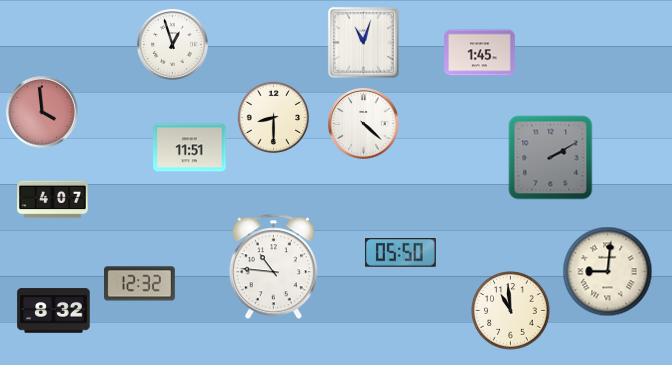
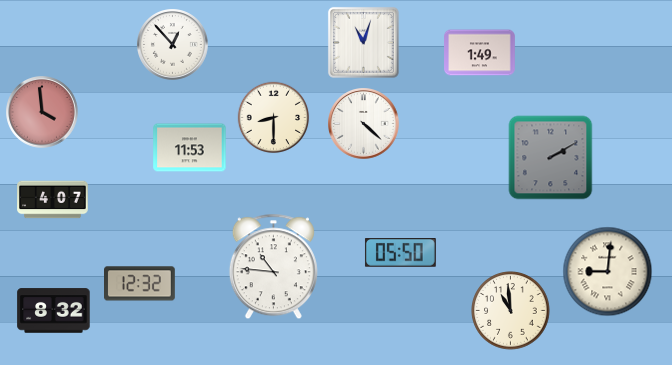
clock at (173, 45): 12:57 -> 12:53
clock at (480, 53): 1:45 -> 1:49
clock at (190, 148): 11:51 -> 11:53
